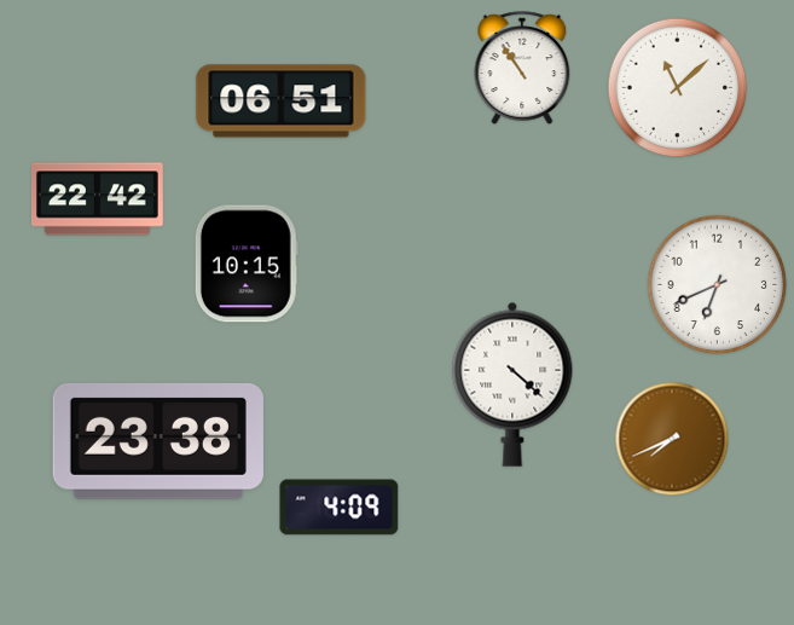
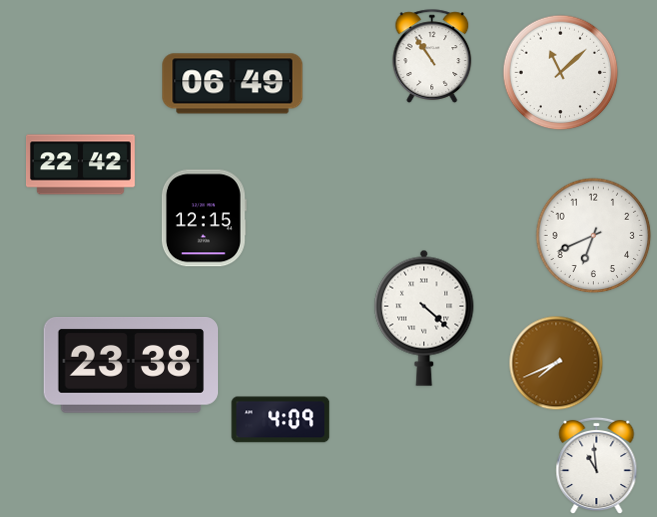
clock at (282, 102): 06:51 -> 06:49
clock at (247, 264): 10:15 -> 12:15
clock at (597, 466): none -> 10:59
